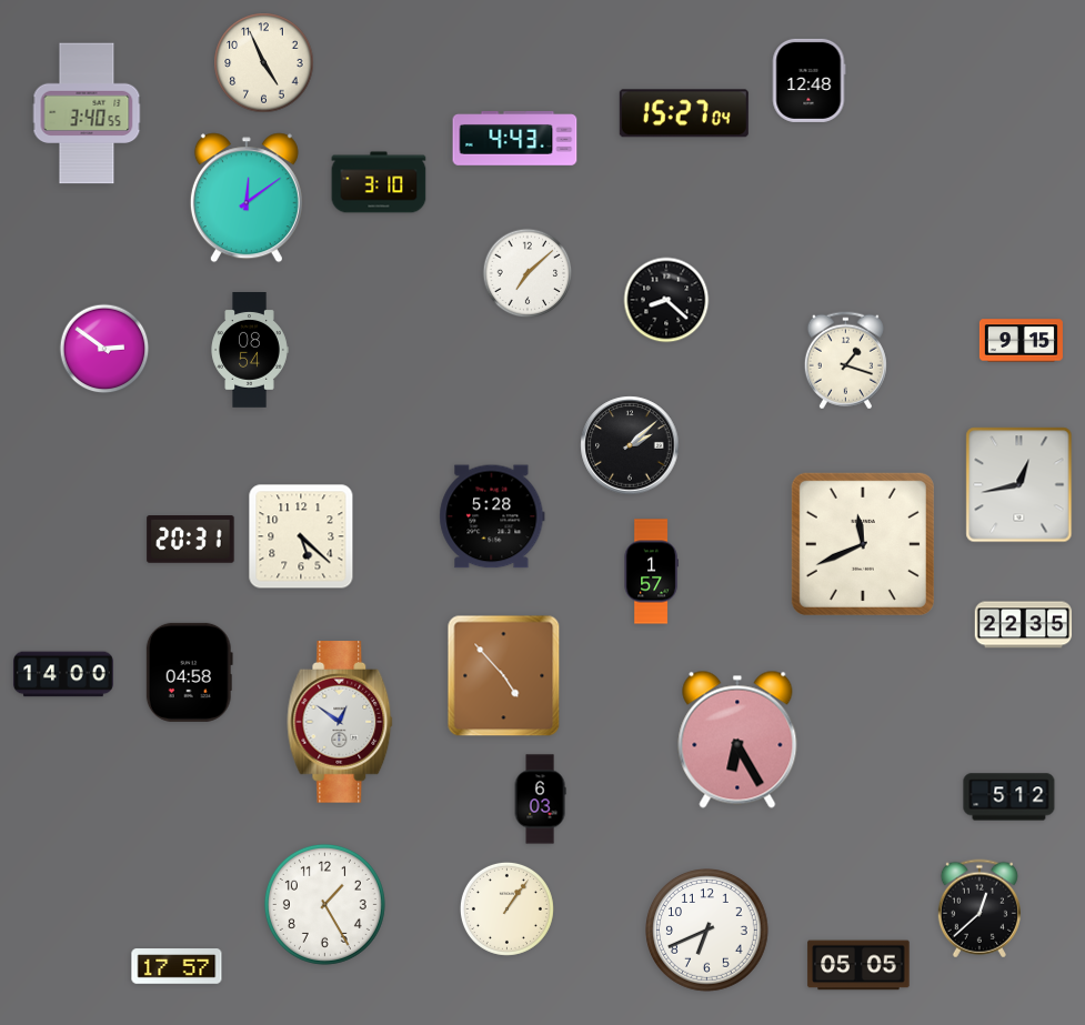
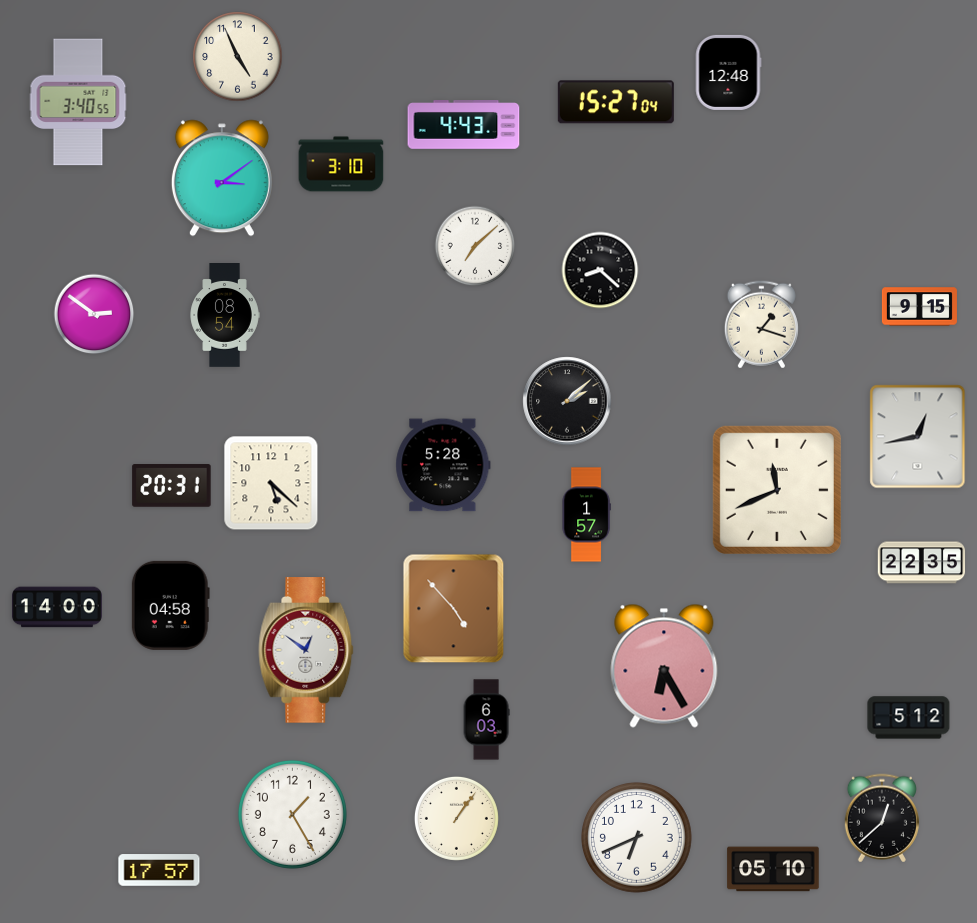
clock at (247, 198): 12:09 -> 3:09
clock at (858, 965): 05:05 -> 05:10
